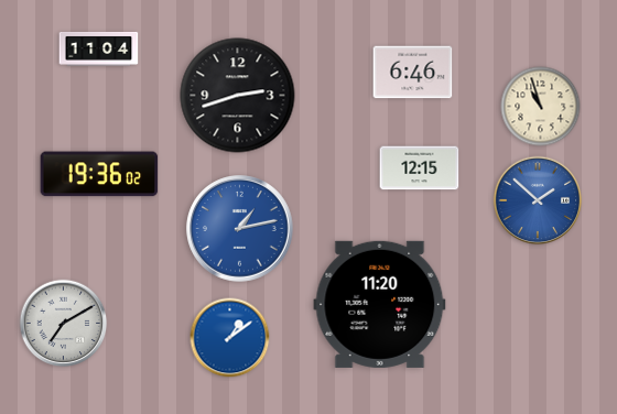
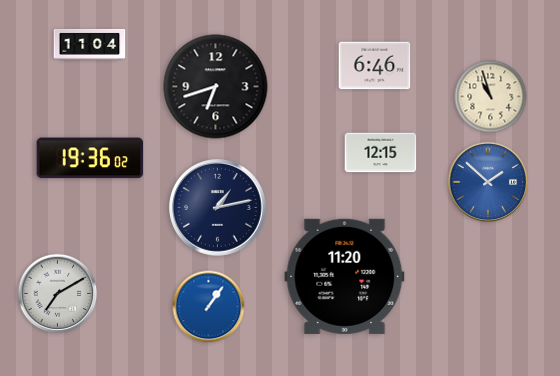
clock at (238, 96): 2:42 -> 6:42
clock at (240, 229) dial: blue -> navy
clock at (230, 338): 1:09 -> 1:06
